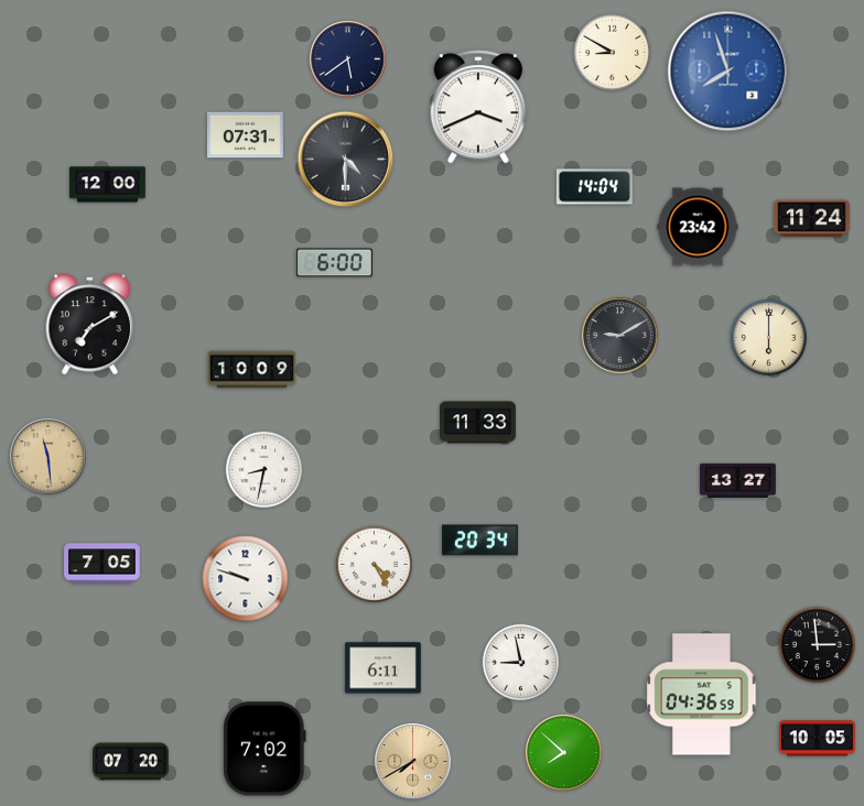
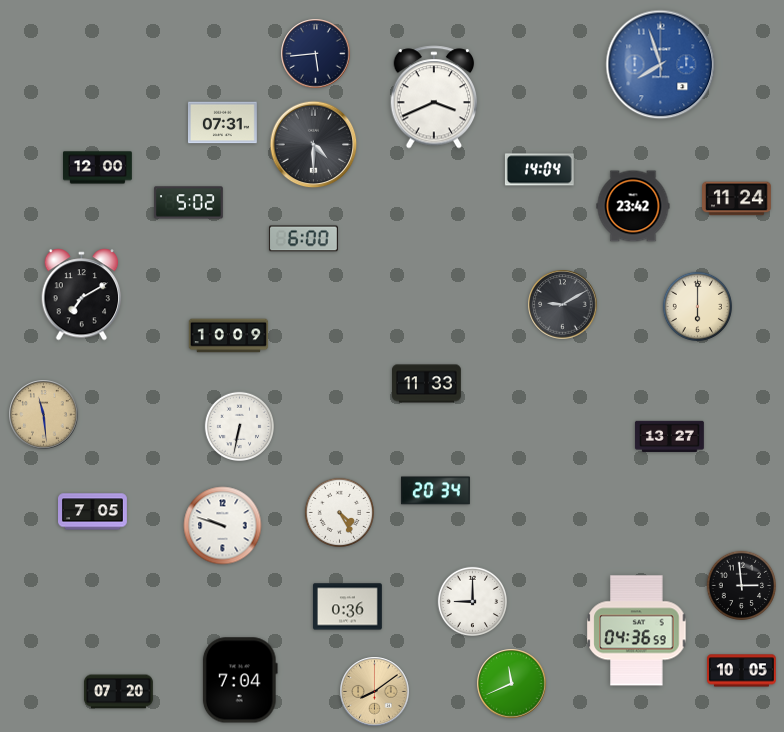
clock at (612, 52): 8:50 -> none
clock at (348, 59): 5:39 -> 5:44
clock at (188, 203): none -> 5:02
clock at (478, 423) position: (478, 423) -> (427, 384)
clock at (263, 469): 8:32 -> 6:32
clock at (520, 662): 8:58 -> 9:00
clock at (382, 668): 6:11 -> 0:36
clock at (264, 749): 7:02 -> 7:04
clock at (564, 753): 7:52 -> 11:41
clock at (413, 762): 7:40 -> 8:09
